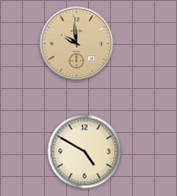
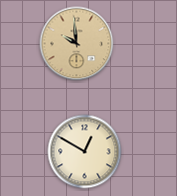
clock at (85, 152): 4:50 -> 12:50
